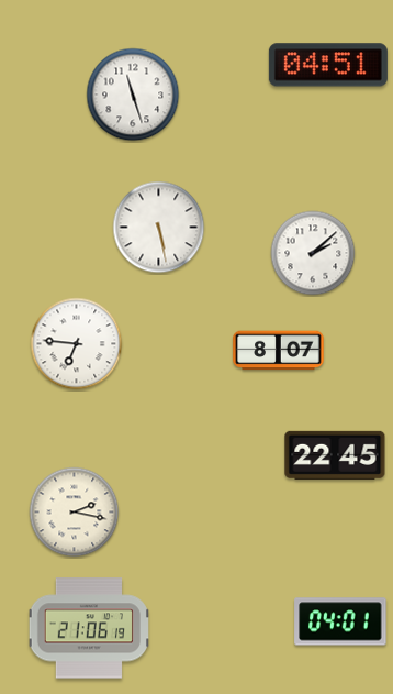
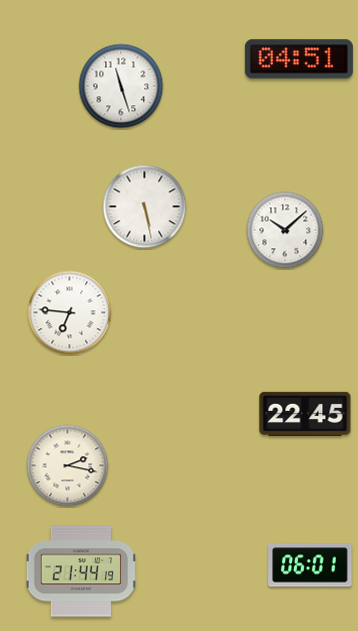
clock at (313, 253): 2:08 -> 10:08
clock at (279, 351): 8:07 -> none
clock at (340, 621): 04:01 -> 06:01
clock at (88, 628): 21:06 -> 21:44
